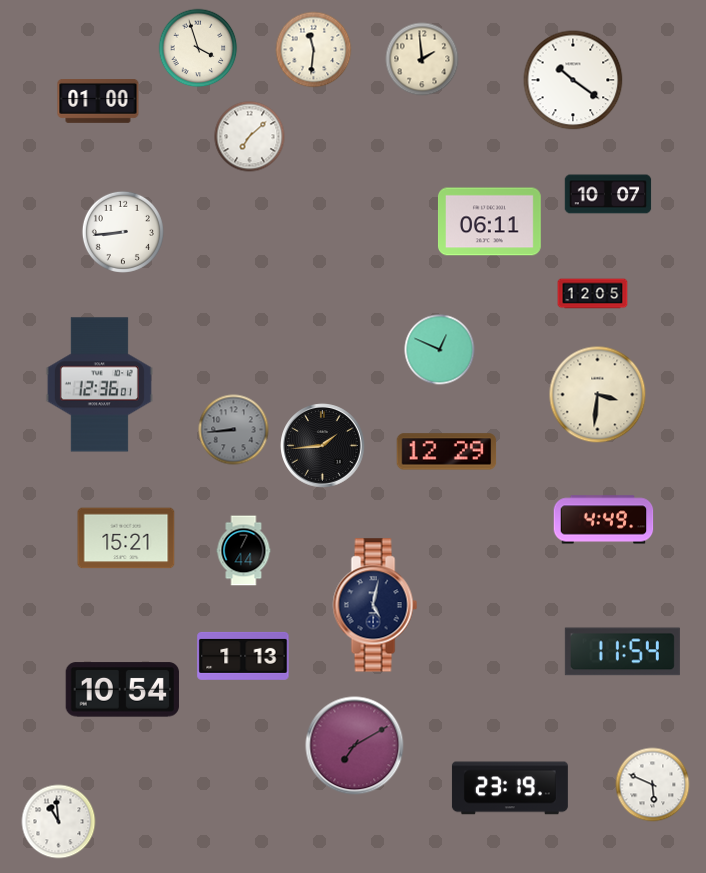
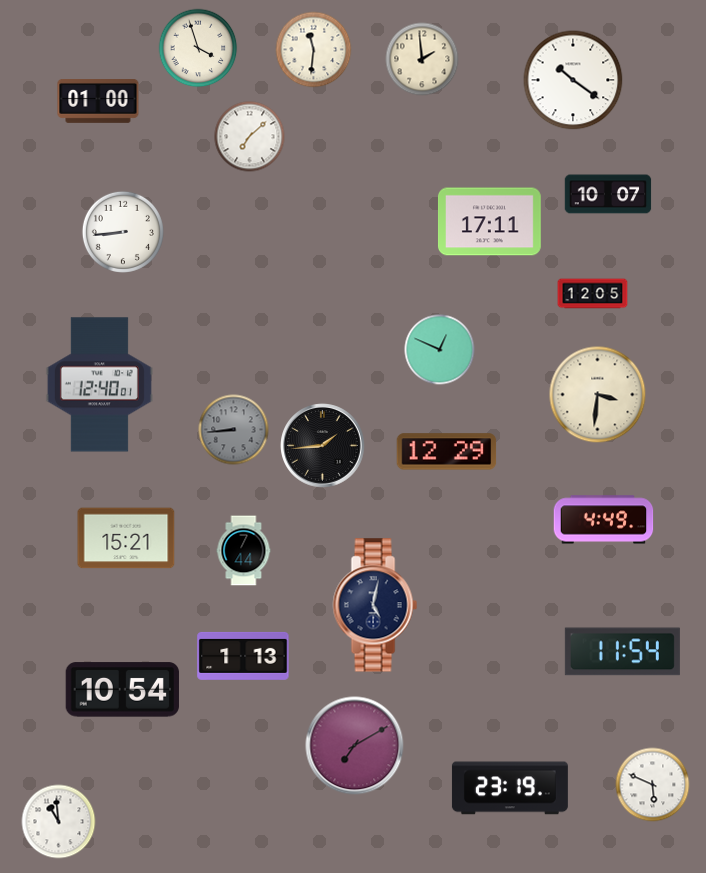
clock at (490, 222): 06:11 -> 17:11
clock at (99, 385): 12:36 -> 12:40
